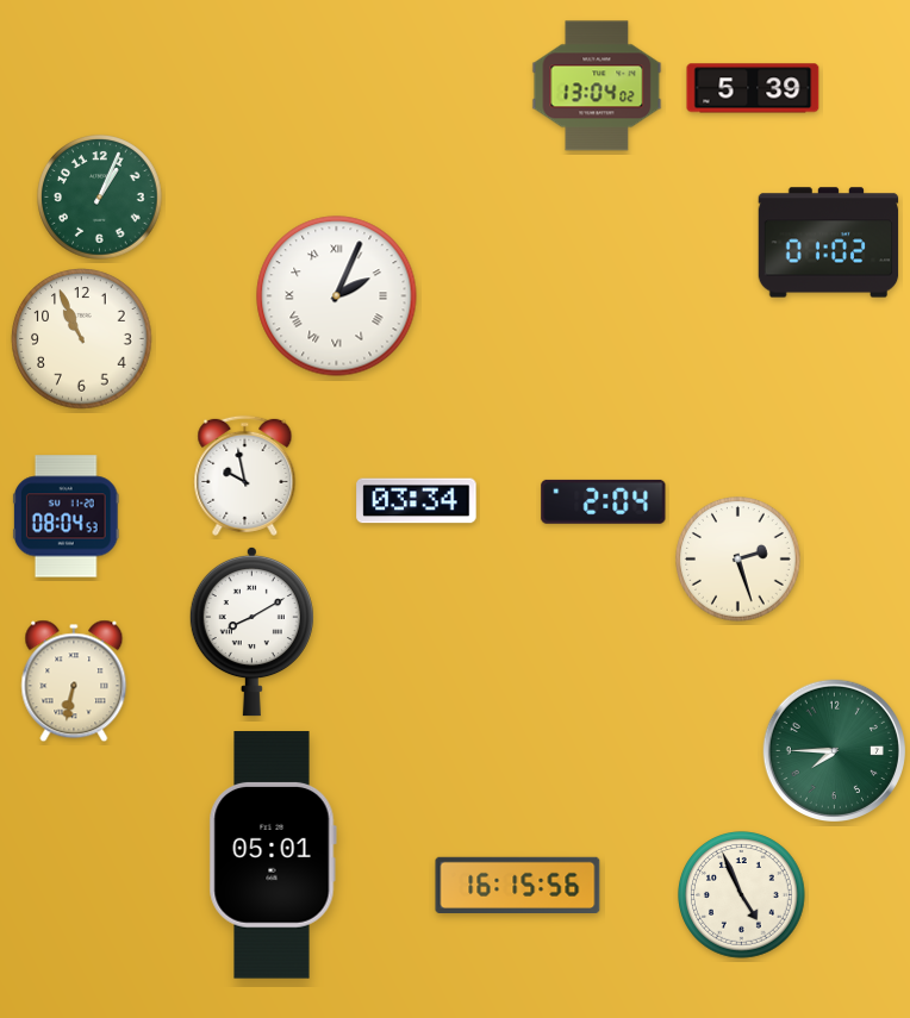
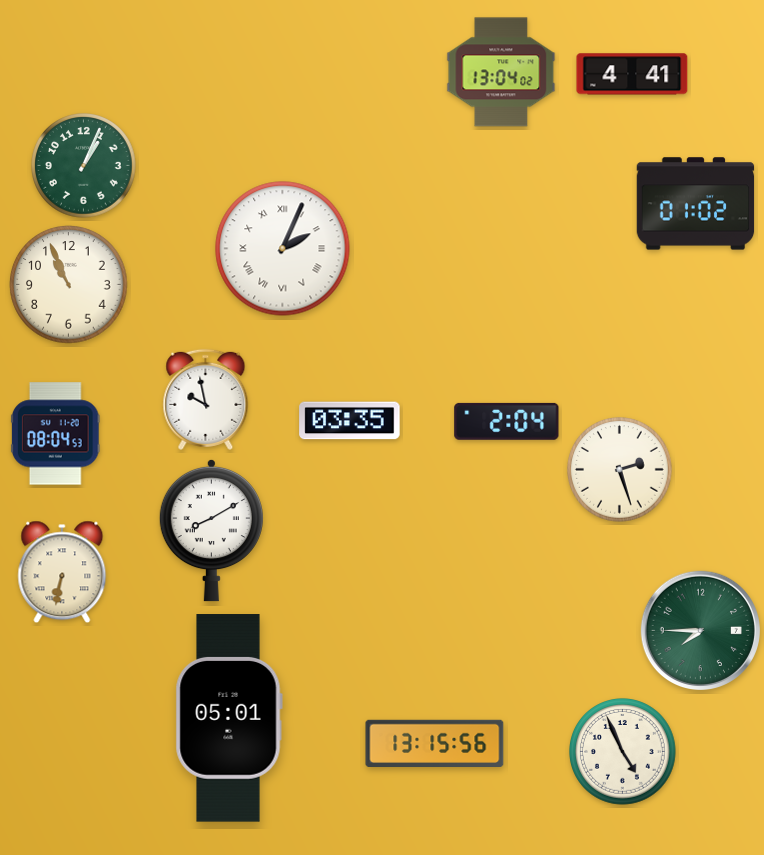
clock at (753, 88): 5:39 -> 4:41
clock at (417, 501): 03:34 -> 03:35
clock at (518, 885): 16:15 -> 13:15
